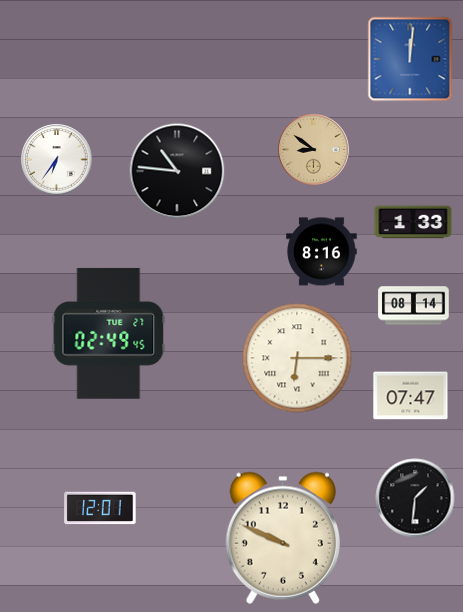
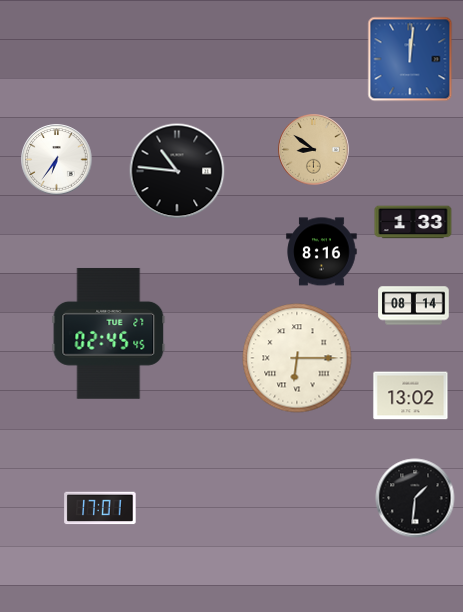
clock at (109, 333): 02:49 -> 02:45
clock at (411, 396): 07:47 -> 13:02
clock at (100, 508): 12:01 -> 17:01
clock at (283, 538): 9:49 -> none
